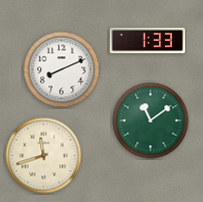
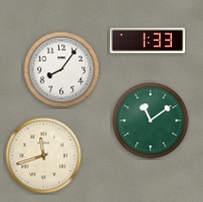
clock at (62, 70): 8:11 -> 8:06
